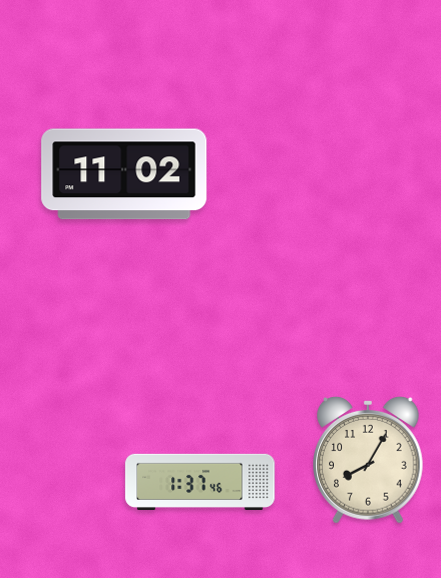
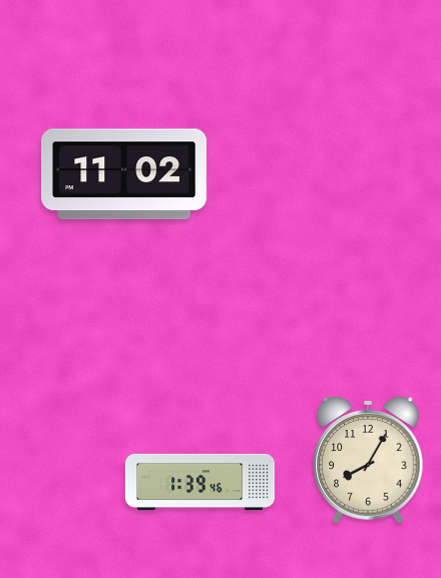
clock at (200, 482): 1:37 -> 1:39
